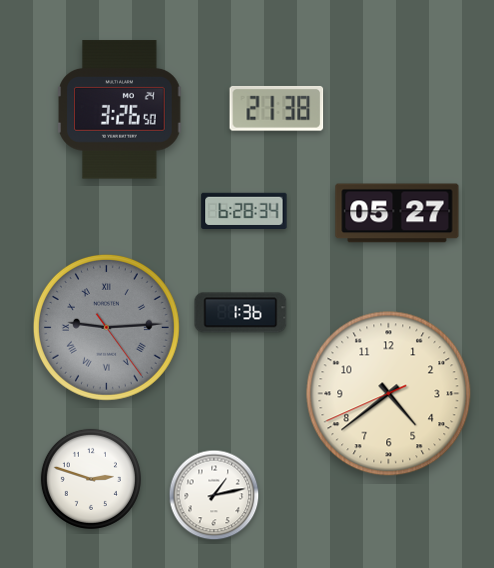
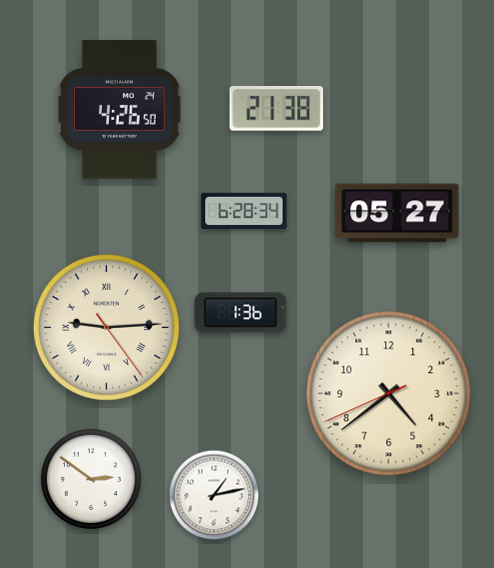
clock at (120, 110): 3:26 -> 4:26
clock at (106, 327) dial: grey -> cream
clock at (91, 479): 2:48 -> 2:51
